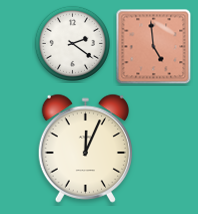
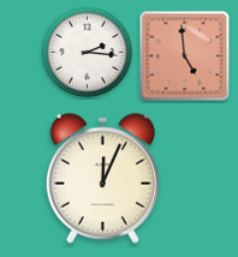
clock at (72, 43): 2:21 -> 2:16
